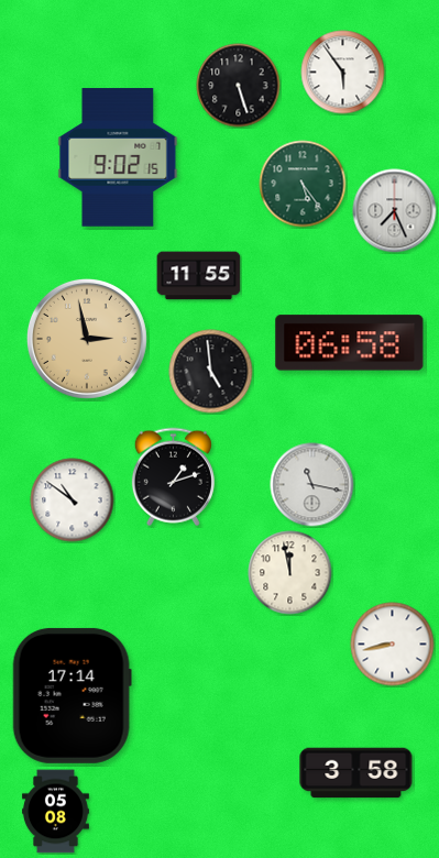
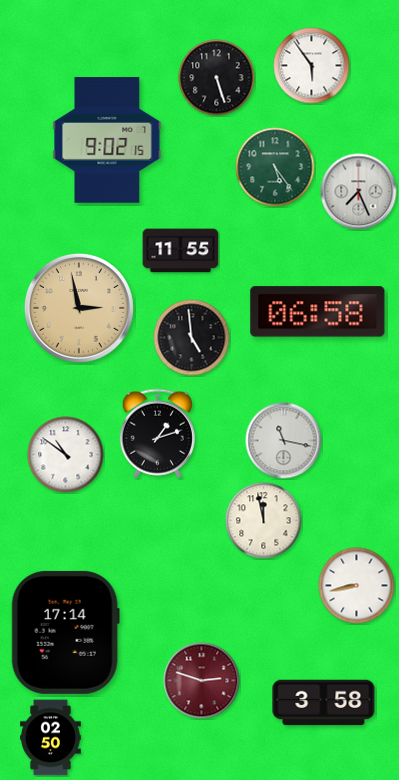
clock at (118, 157) position: (118, 157) -> (107, 140)
clock at (202, 681): none -> 2:48
clock at (56, 812): 05:08 -> 02:50
